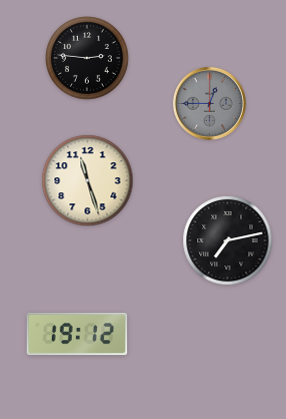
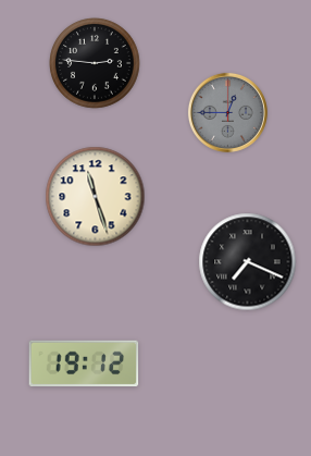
clock at (228, 241): 7:13 -> 7:19
